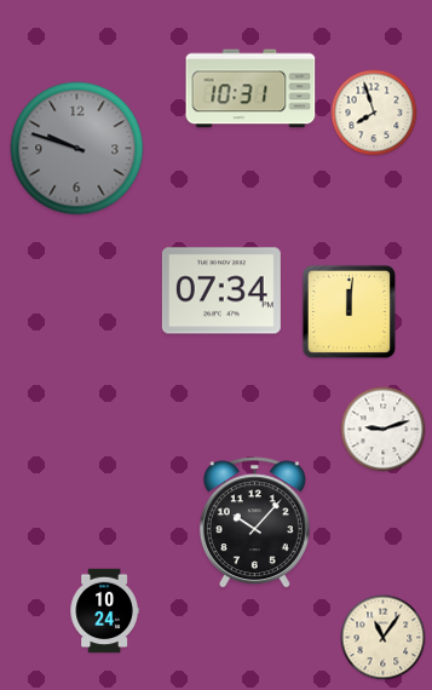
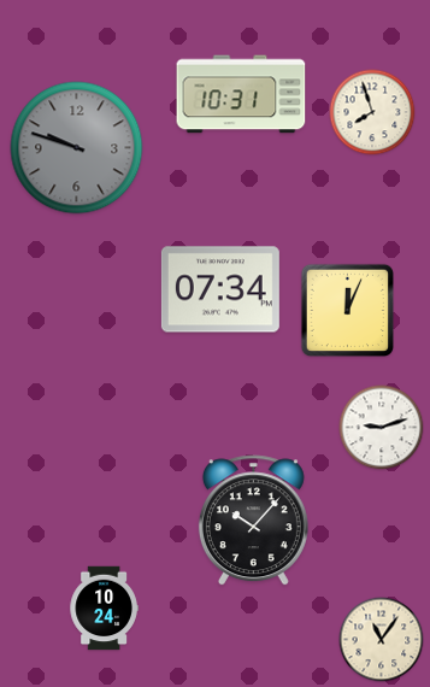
clock at (250, 88) position: (250, 88) -> (241, 94)
clock at (349, 311): 12:01 -> 12:04
clock at (384, 638) position: (384, 638) -> (382, 640)
